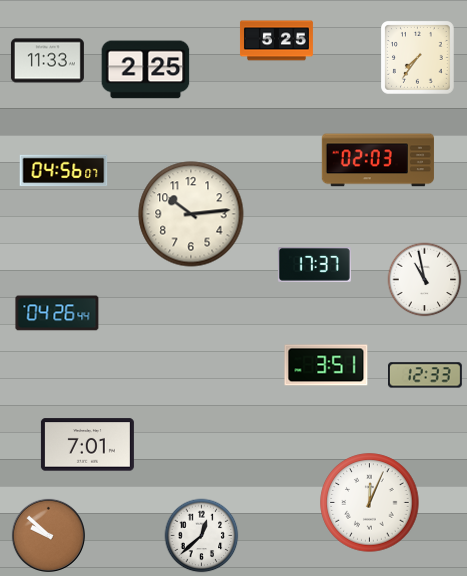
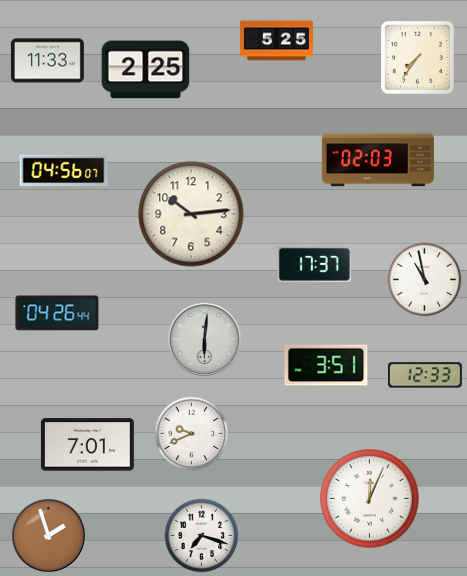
clock at (204, 339): none -> 6:01
clock at (192, 434): none -> 9:41
clock at (370, 503) position: (370, 503) -> (370, 499)
clock at (48, 535): 9:52 -> 1:57
clock at (202, 536): 12:38 -> 7:18
